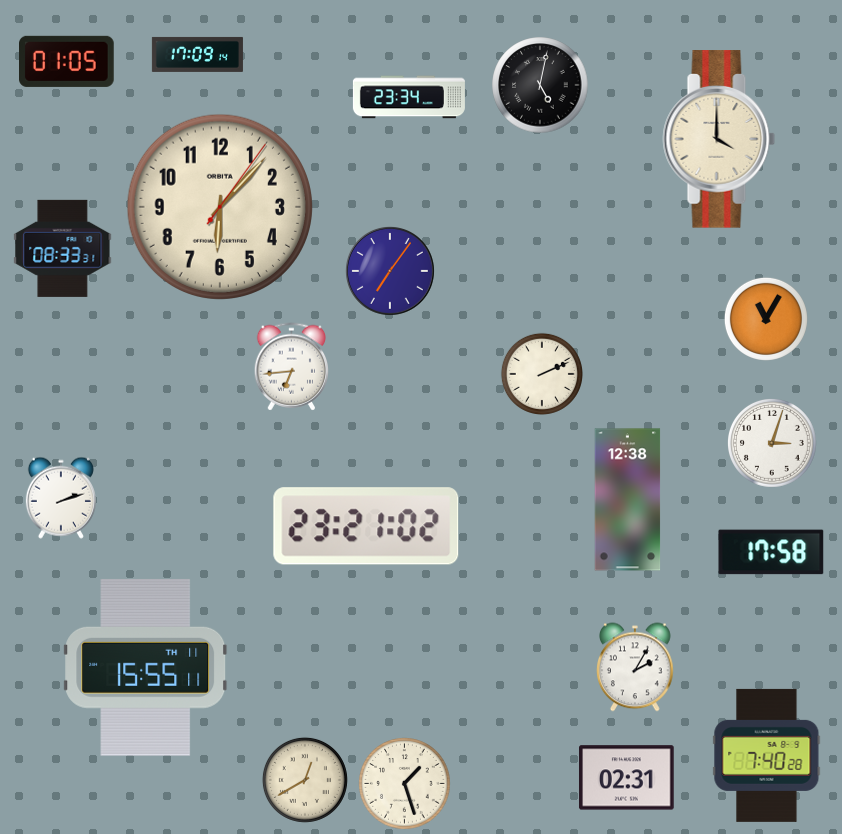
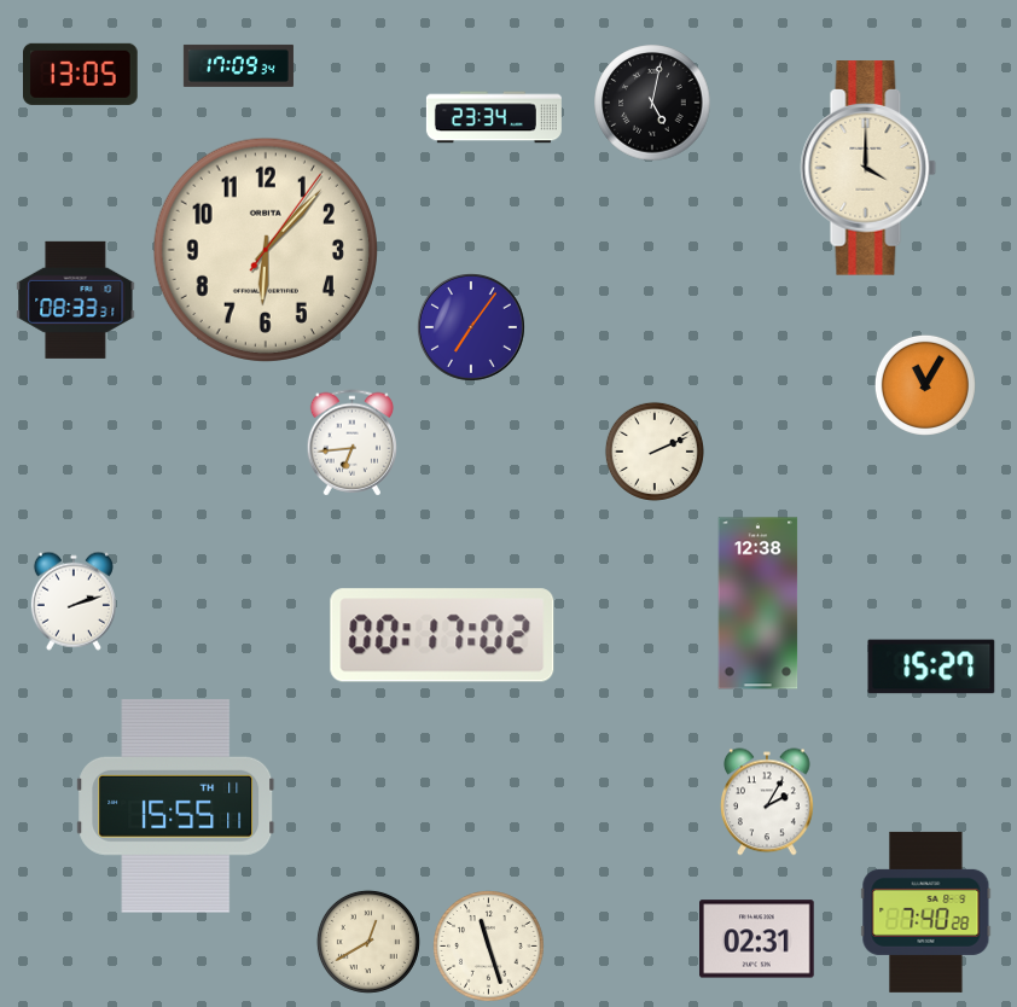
clock at (197, 54): 17:09:14 -> 17:09:34
clock at (67, 61): 01:05 -> 13:05
clock at (773, 444): 3:03 -> none
clock at (366, 526): 23:21 -> 00:17
clock at (771, 552): 17:58 -> 15:27
clock at (636, 667) position: (636, 667) -> (768, 802)
clock at (405, 784): 1:27 -> 11:27
